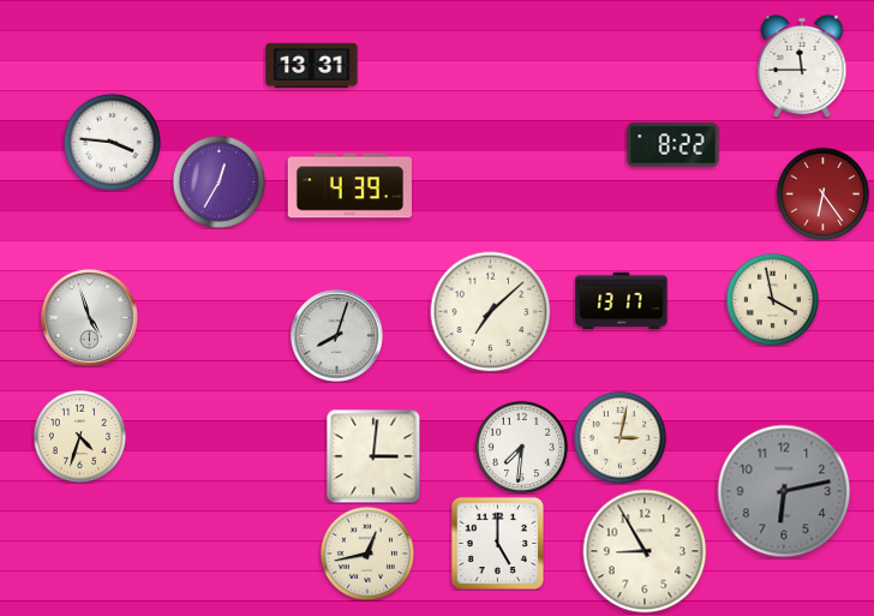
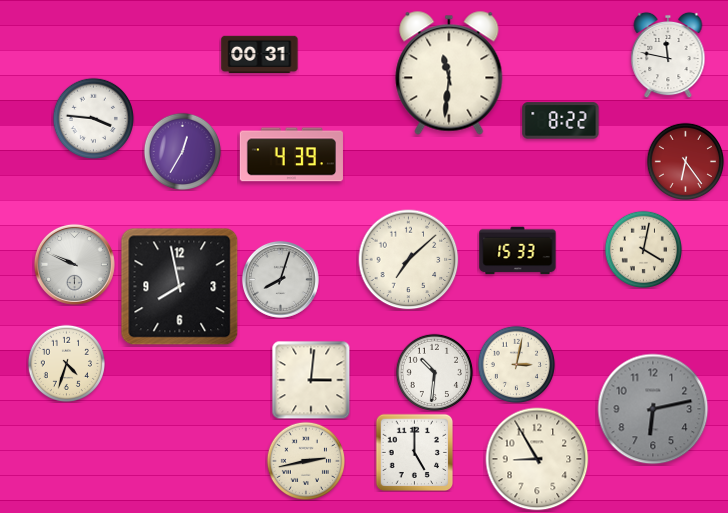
clock at (312, 66): 13:31 -> 00:31
clock at (802, 66): 11:45 -> 11:47
clock at (449, 73): none -> 11:31
clock at (772, 299): 3:58 -> 4:02
clock at (622, 301): 13:17 -> 15:33
clock at (89, 317): 4:57 -> 9:49
clock at (180, 287): none -> 7:58
clock at (521, 447): 7:31 -> 10:31
clock at (366, 552): 12:43 -> 2:43
